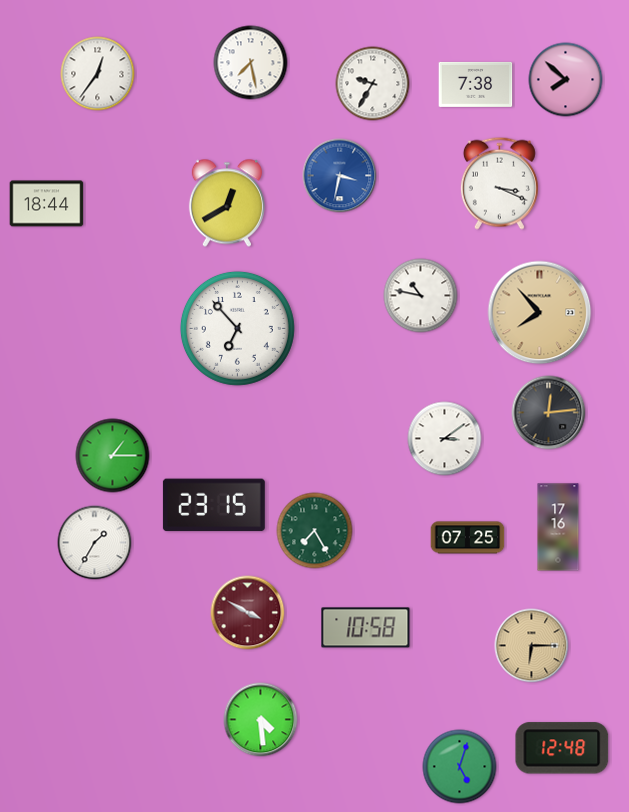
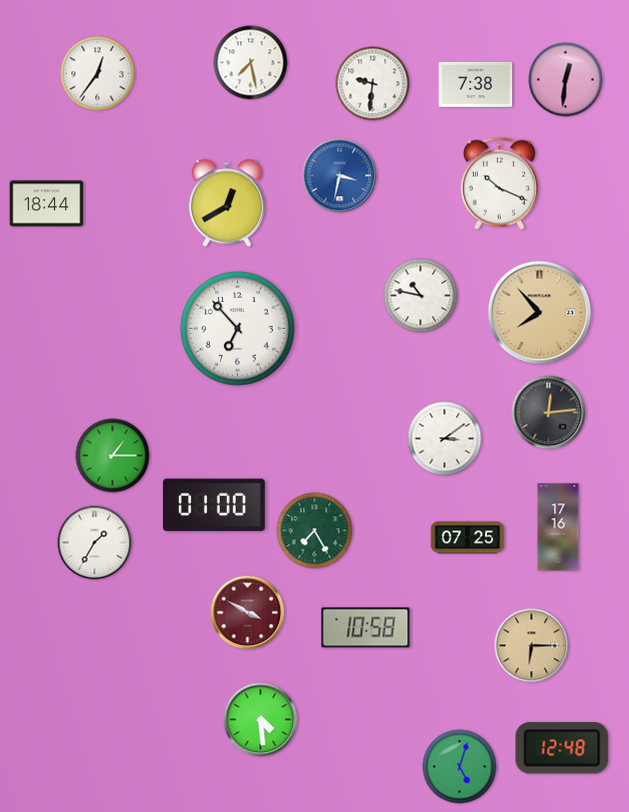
clock at (566, 80): 7:52 -> 12:31
clock at (373, 84): 9:35 -> 9:31
clock at (499, 183): 3:19 -> 10:19
clock at (214, 505): 23:15 -> 01:00
